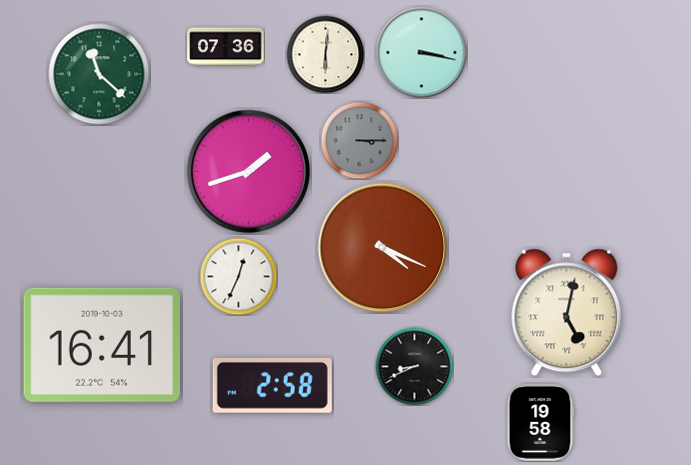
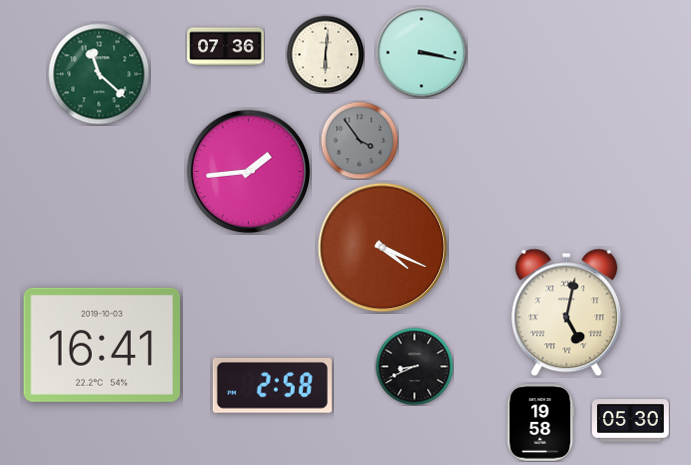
clock at (359, 140): 3:15 -> 3:54
clock at (248, 171): 1:42 -> 1:44
clock at (238, 276): 12:34 -> none
clock at (631, 421): none -> 05:30
